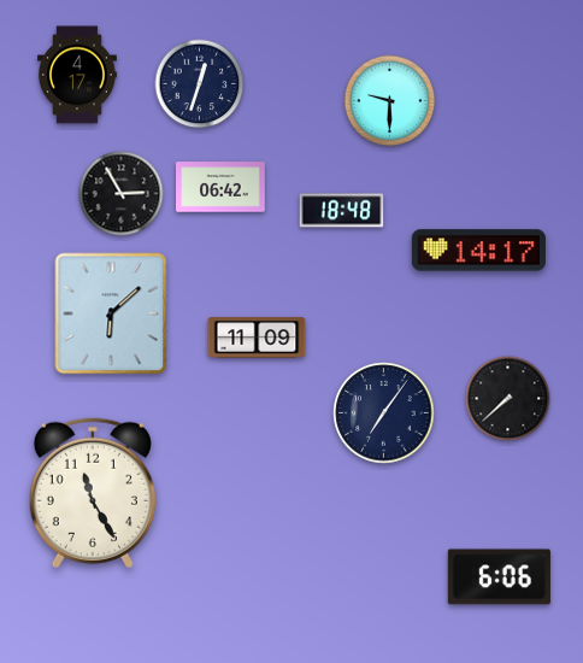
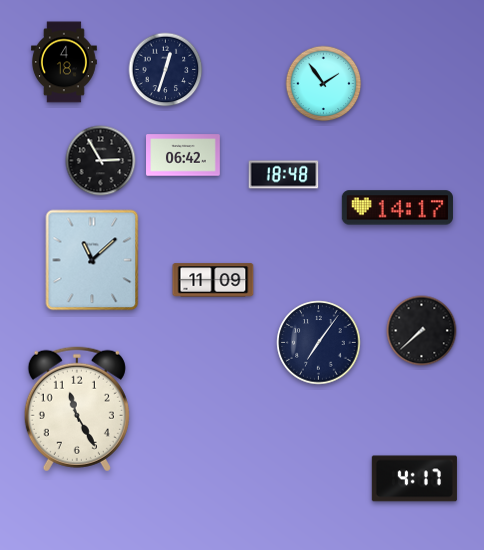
clock at (77, 75): 4:17 -> 4:18
clock at (390, 101): 9:30 -> 1:54
clock at (111, 313): 6:08 -> 11:08
clock at (499, 577): 6:06 -> 4:17
